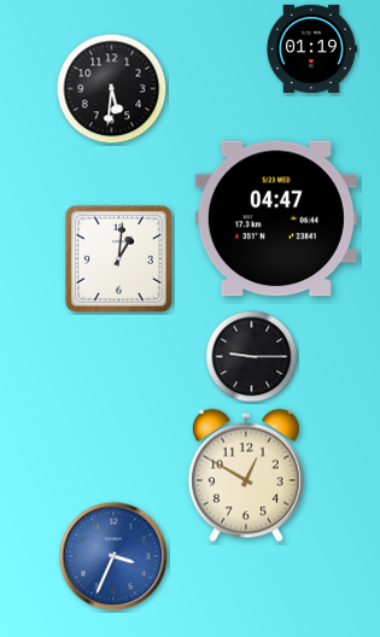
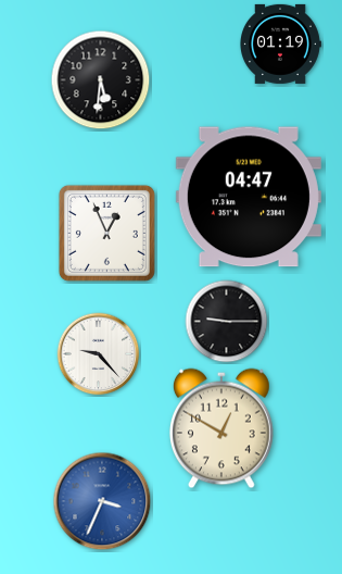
clock at (118, 258): 1:01 -> 12:56
clock at (99, 354): none -> 9:23
